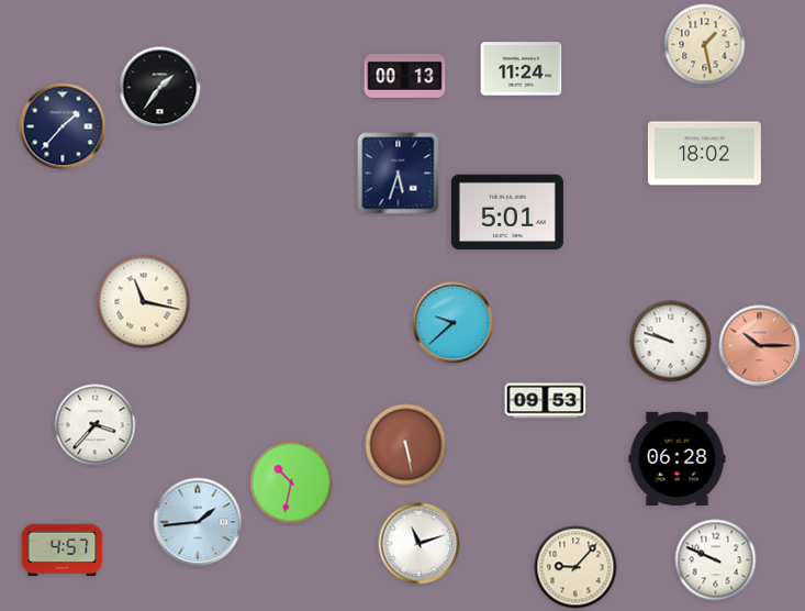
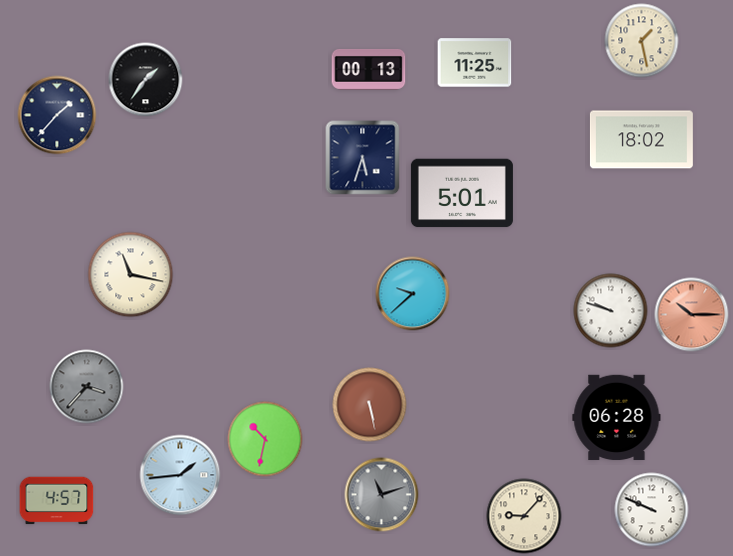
clock at (522, 69): 11:24 -> 11:25
clock at (546, 401): 09:53 -> none
clock at (96, 425) dial: white -> grey
clock at (420, 544) dial: white -> grey
